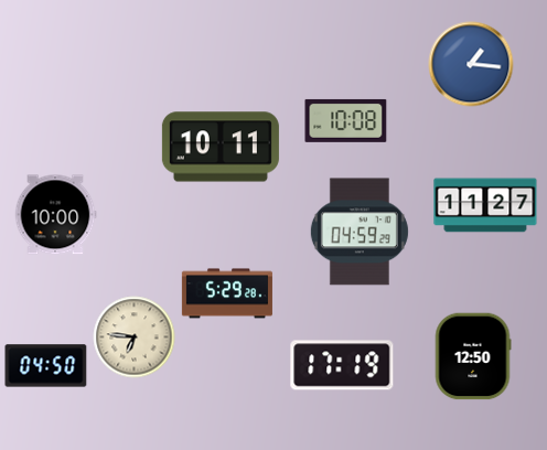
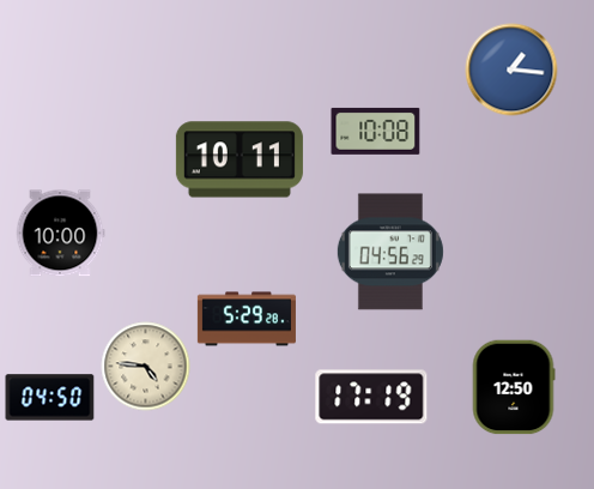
clock at (485, 205): 11:27 -> none
clock at (360, 232): 04:59 -> 04:56
clock at (135, 337): 6:46 -> 4:46
